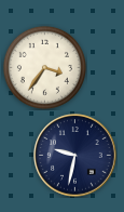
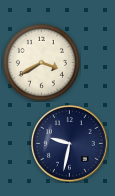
clock at (44, 67): 3:36 -> 3:40
